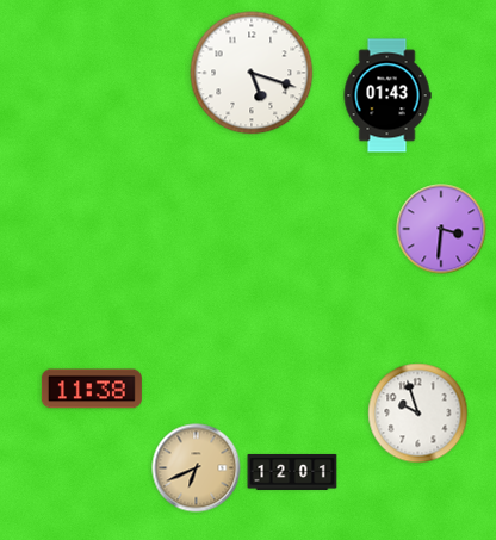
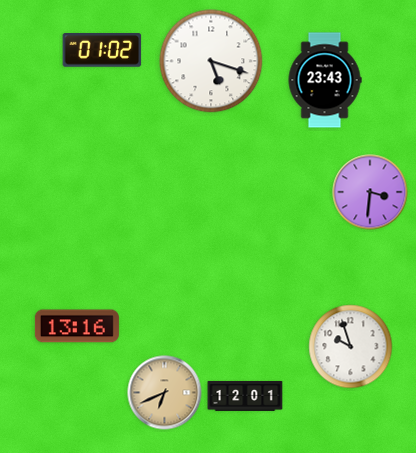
clock at (102, 50): none -> 01:02
clock at (387, 95): 01:43 -> 23:43
clock at (92, 389): 11:38 -> 13:16
